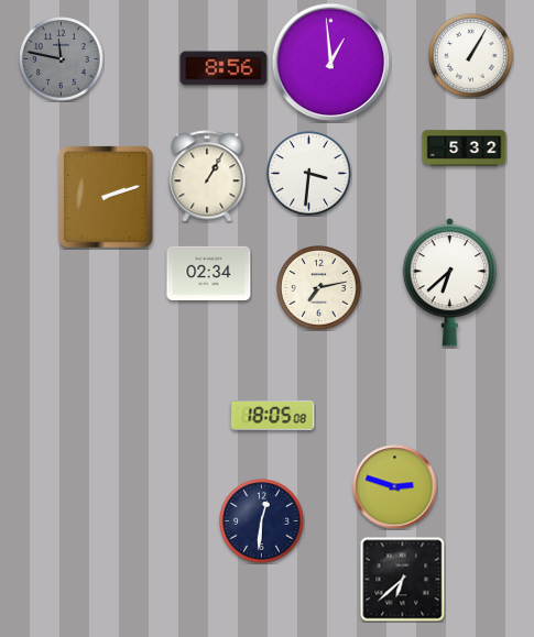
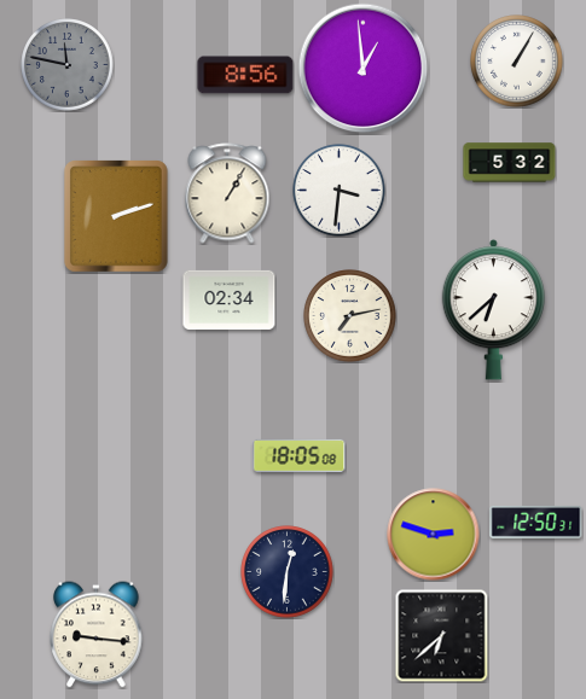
clock at (536, 522): none -> 12:50
clock at (97, 635): none -> 9:16
